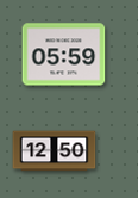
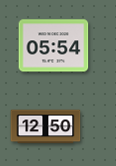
clock at (64, 55): 05:59 -> 05:54
